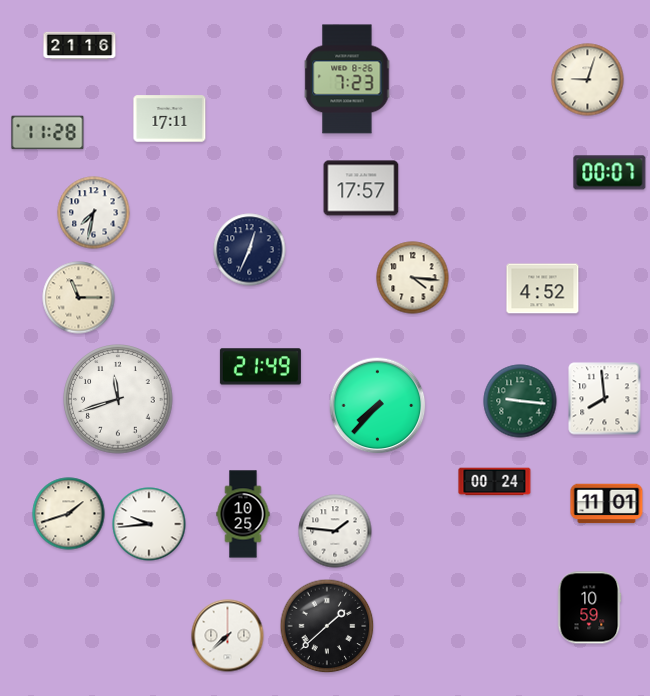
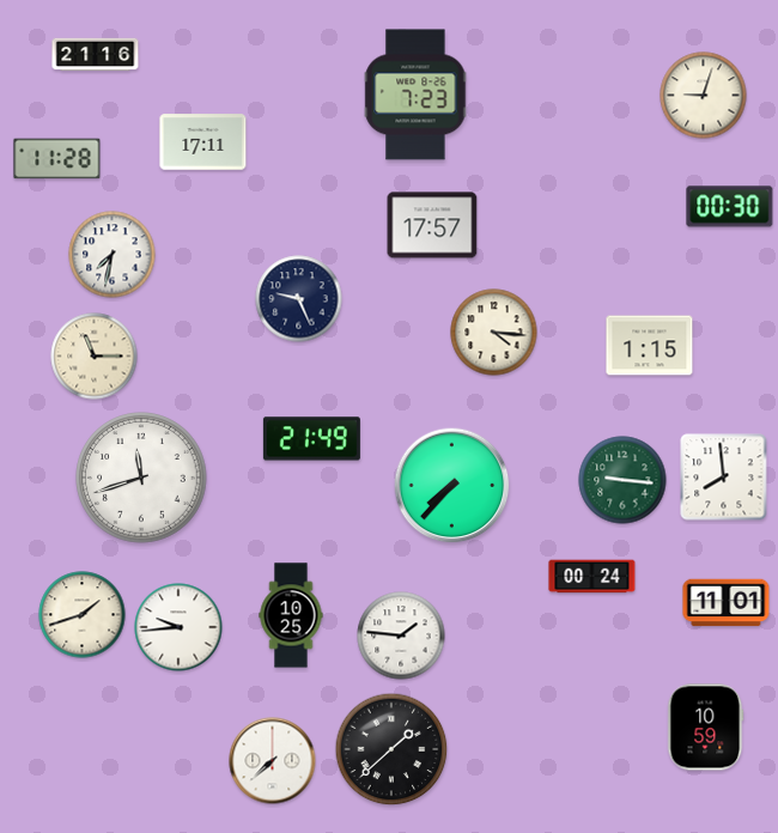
clock at (610, 173): 00:07 -> 00:30
clock at (250, 250): 12:34 -> 9:26
clock at (543, 289): 4:52 -> 1:15
